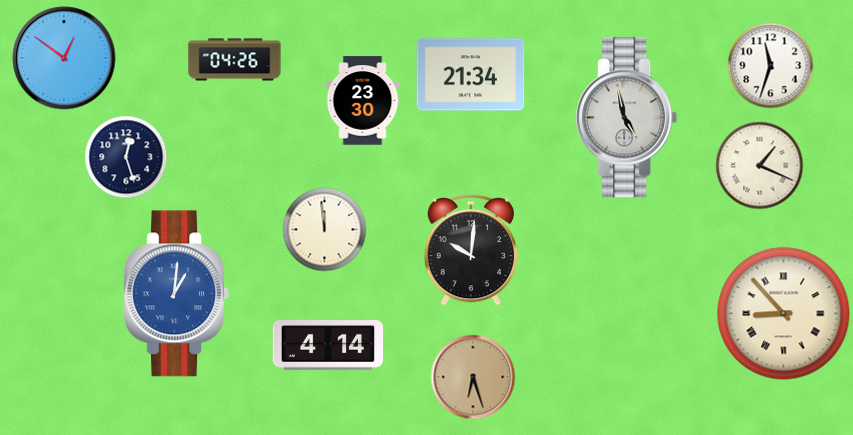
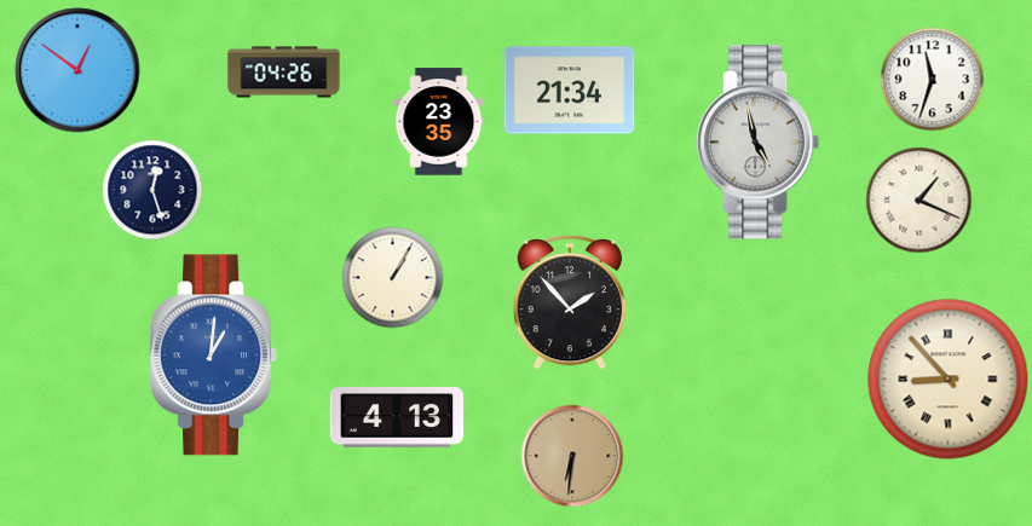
clock at (363, 101): 23:30 -> 23:35
clock at (325, 230): 11:59 -> 1:05
clock at (471, 250): 10:01 -> 1:53
clock at (328, 345): 4:14 -> 4:13
clock at (473, 377): 6:27 -> 6:31
